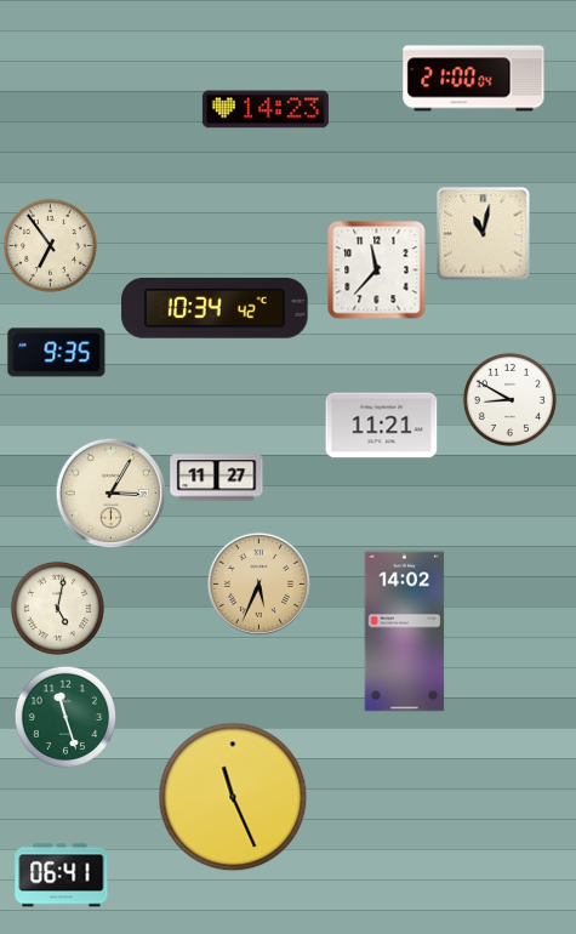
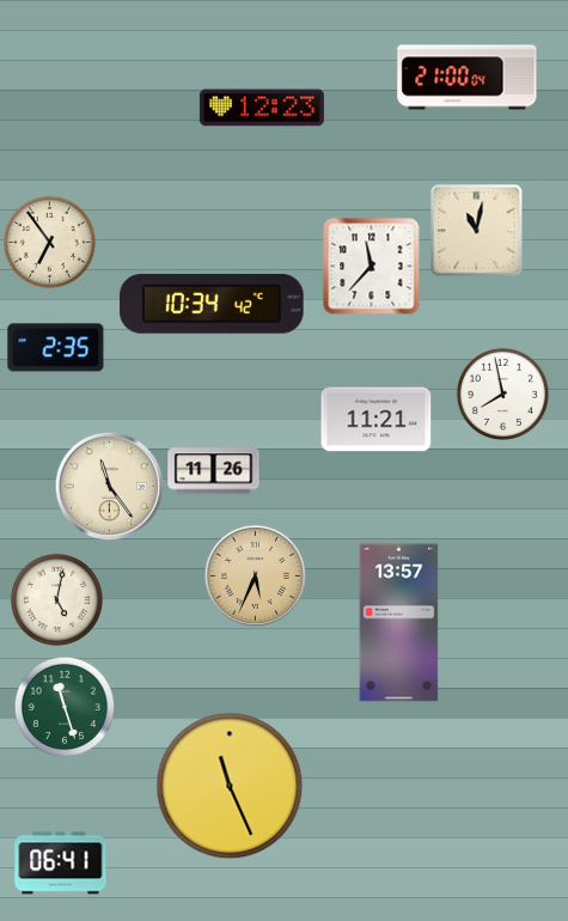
clock at (266, 109): 14:23 -> 12:23
clock at (57, 353): 9:35 -> 2:35
clock at (509, 399): 8:50 -> 7:58
clock at (217, 478): 11:27 -> 11:26
clock at (110, 492): 3:05 -> 11:24
clock at (405, 632): 14:02 -> 13:57
